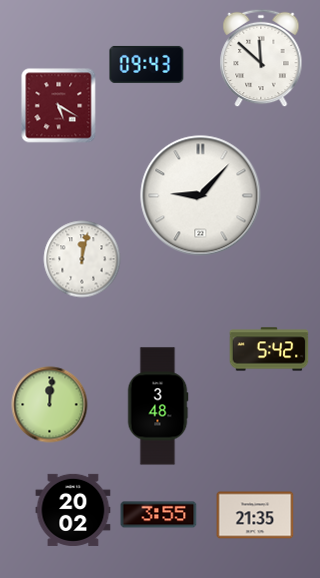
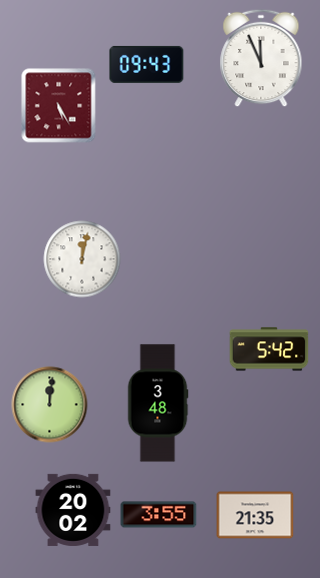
clock at (261, 58): 11:52 -> 11:56
clock at (59, 106): 5:20 -> 5:25
clock at (201, 196): 9:07 -> none
clock at (158, 406) position: (158, 406) -> (158, 403)
